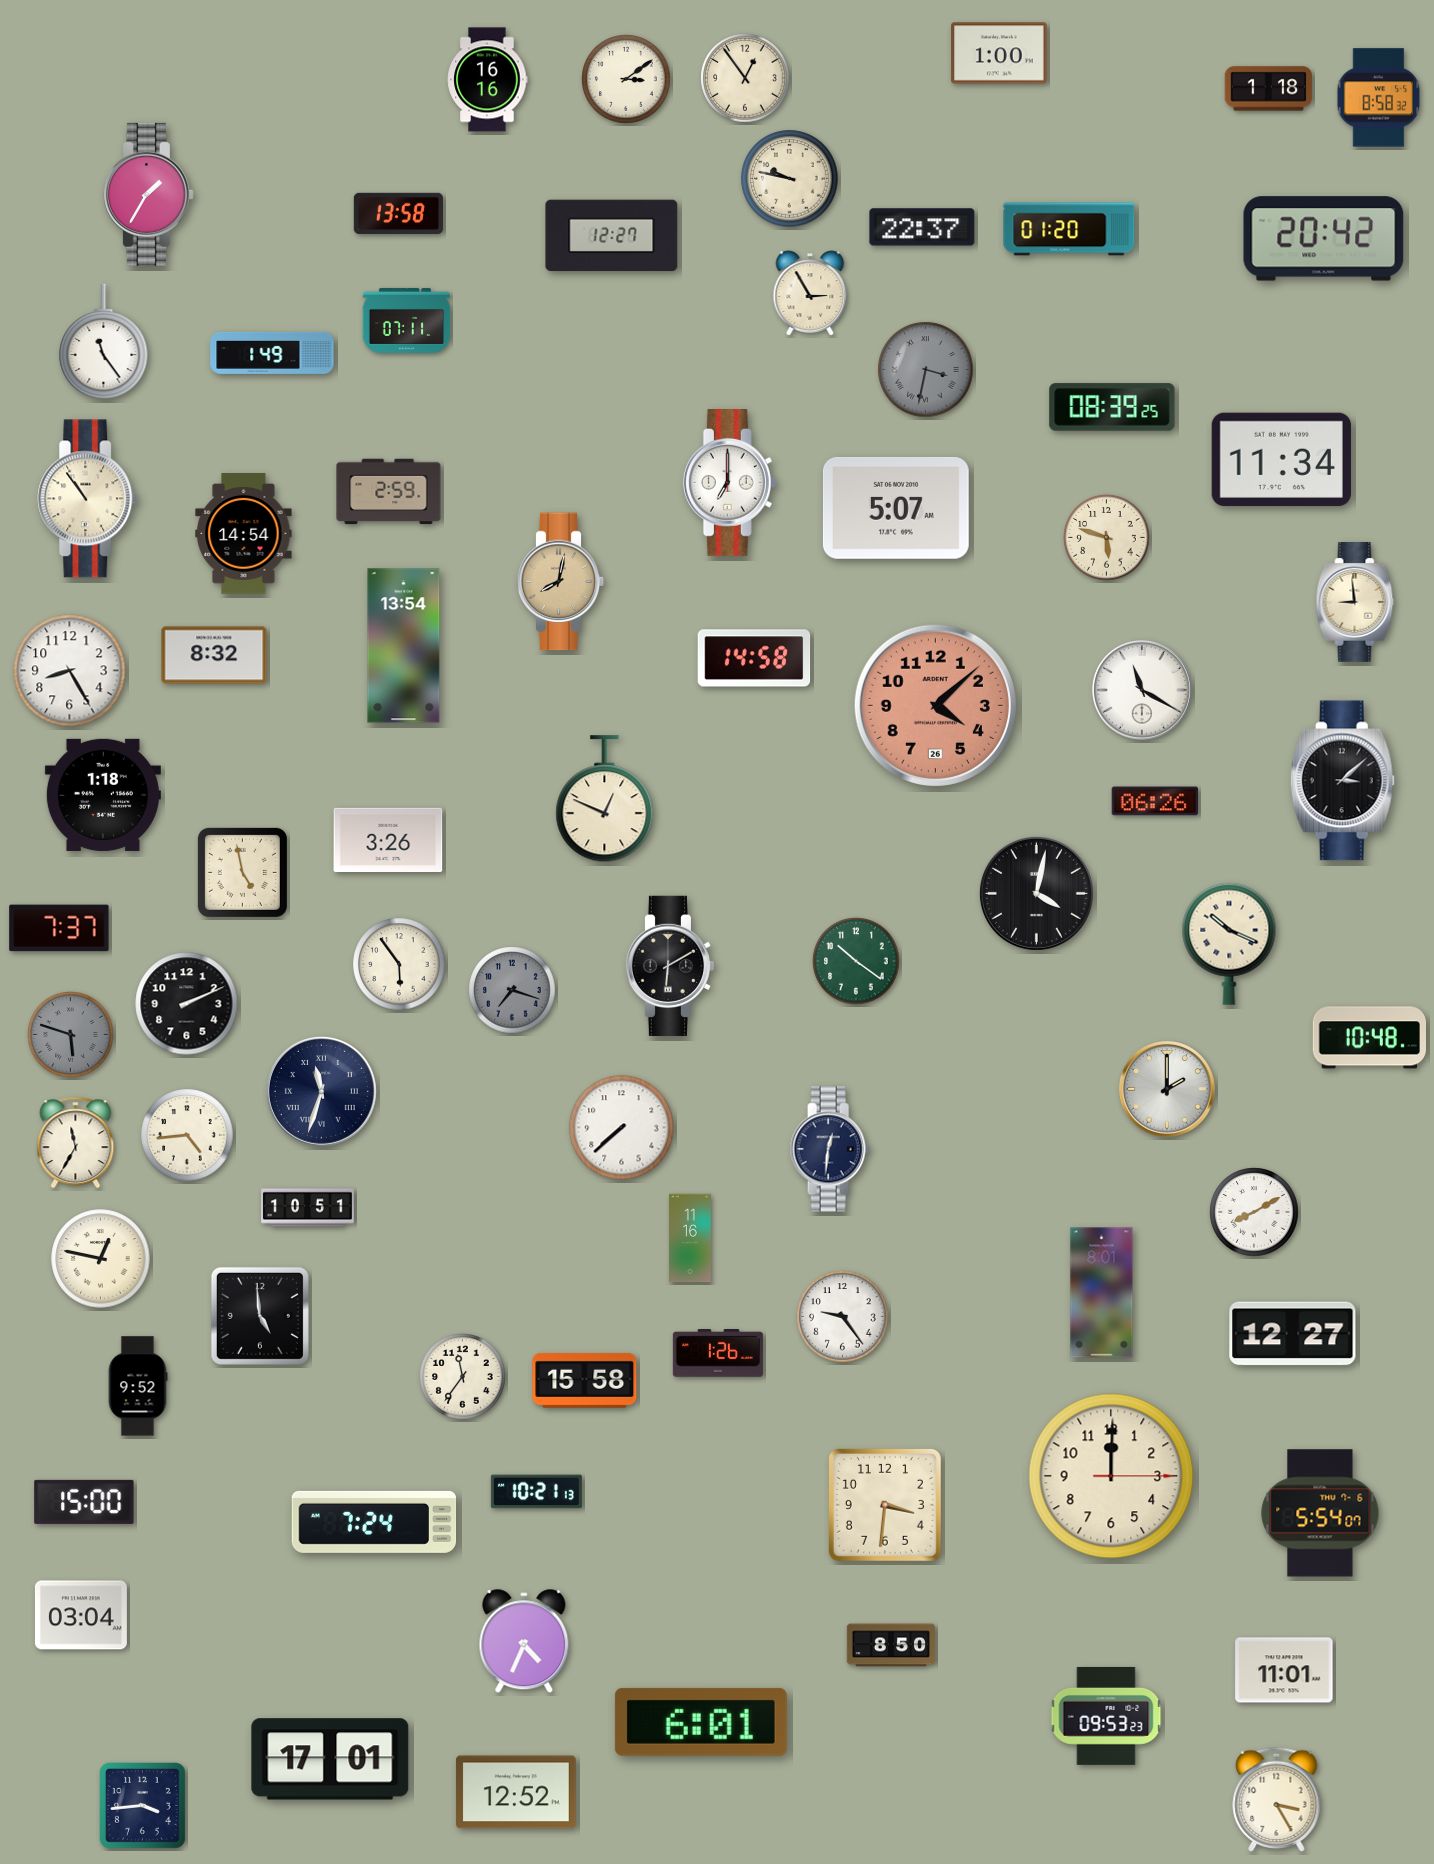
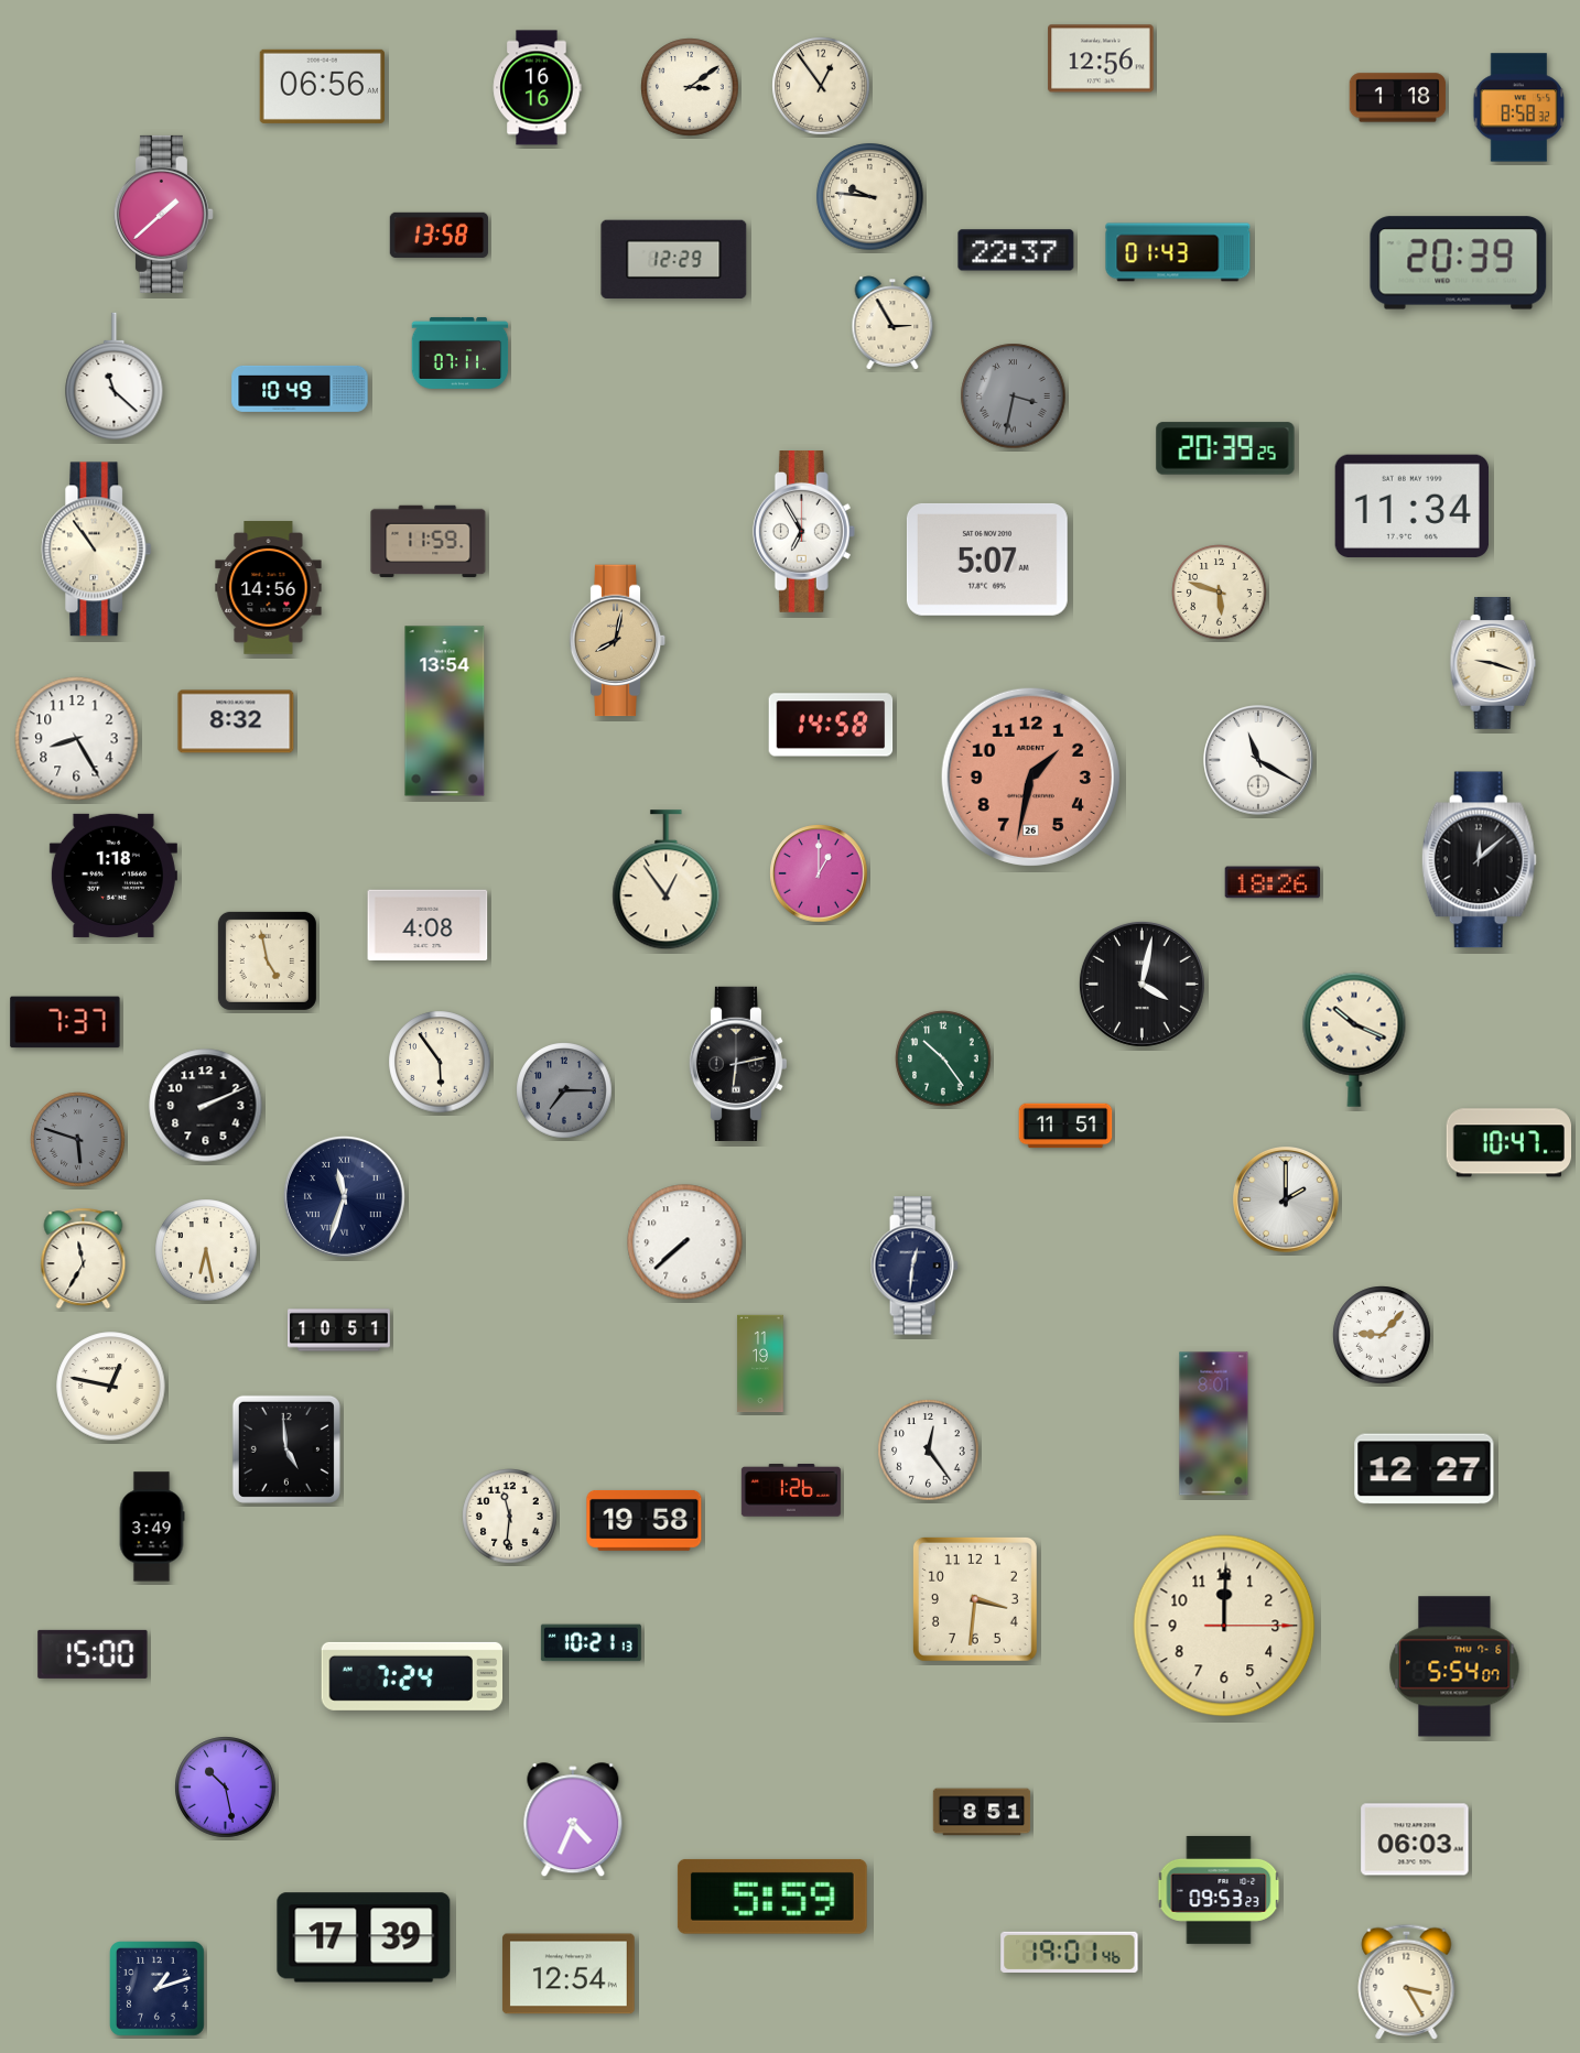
clock at (999, 53): 1:00 -> 12:56
clock at (322, 86): none -> 06:56
clock at (790, 179): 9:47 -> 9:46
clock at (148, 194): 1:35 -> 1:38
clock at (1069, 229): 01:20 -> 01:43
clock at (612, 236): 12:27 -> 12:29
clock at (1324, 239): 20:42 -> 20:39
clock at (407, 320) position: (407, 320) -> (461, 352)
clock at (104, 342): 11:24 -> 11:22
clock at (272, 353): 1:49 -> 10:49
clock at (926, 370) position: (926, 370) -> (1014, 397)
clock at (1112, 407): 08:39 -> 20:39
clock at (729, 483): 7:00 -> 6:55
clock at (389, 492): 2:59 -> 11:59
clock at (244, 534): 14:54 -> 14:56
clock at (1355, 603): 8:59 -> 9:18
clock at (935, 705): 4:08 -> 1:32
clock at (1342, 781): 3:08 -> 12:08
clock at (819, 873): none -> 1:00
clock at (605, 799): 12:49 -> 12:54
clock at (1155, 801): 06:26 -> 18:26
clock at (388, 839): 3:26 -> 4:08
clock at (856, 961): 10:21 -> 10:24
clock at (670, 966): 6:10 -> 6:13
clock at (512, 990): 7:18 -> 7:15
clock at (1065, 1126): none -> 11:51
clock at (1369, 1038): 10:48 -> 10:47
clock at (321, 1091) position: (321, 1091) -> (344, 1196)
clock at (187, 1135): 4:44 -> 6:28
clock at (1254, 1212): 8:10 -> 9:07
clock at (690, 1238): 11:16 -> 11:19
clock at (843, 1317): 9:24 -> 12:24
clock at (463, 1377): 11:36 -> 11:31
clock at (585, 1380): 15:58 -> 19:58
clock at (138, 1386): 9:52 -> 3:49
clock at (885, 1505) position: (885, 1505) -> (975, 1599)
clock at (81, 1615): 03:04 -> none
clock at (226, 1788): none -> 10:28
clock at (524, 1642) position: (524, 1642) -> (573, 1821)
clock at (891, 1645): 8:50 -> 8:51
clock at (1284, 1670): 11:01 -> 06:03
clock at (701, 1722): 6:01 -> 5:59
clock at (330, 1759): 17:01 -> 17:39
clock at (1070, 1952): none -> 19:01
clock at (516, 1792): 12:52 -> 12:54
clock at (143, 1806): 3:44 -> 1:12
